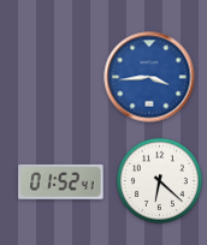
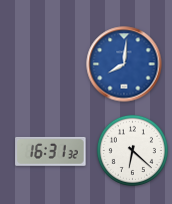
clock at (149, 77): 3:44 -> 8:01
clock at (61, 181): 01:52 -> 16:31
